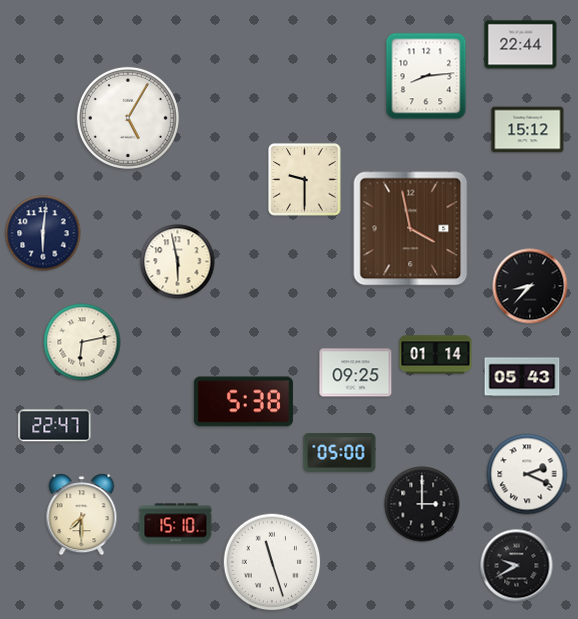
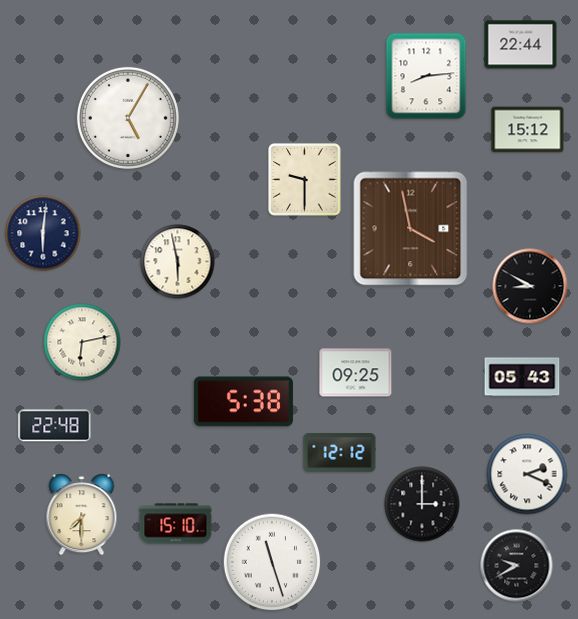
clock at (530, 286): 8:37 -> 8:50
clock at (436, 355): 01:14 -> none
clock at (55, 426): 22:47 -> 22:48
clock at (340, 453): 05:00 -> 12:12
